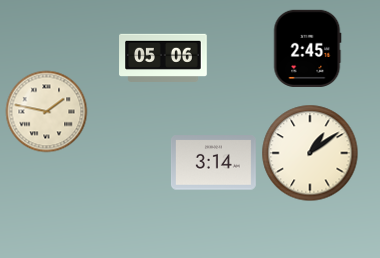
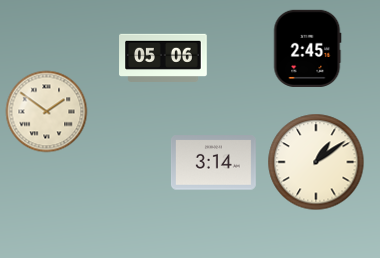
clock at (46, 111): 1:47 -> 1:51
clock at (310, 153) position: (310, 153) -> (316, 162)
